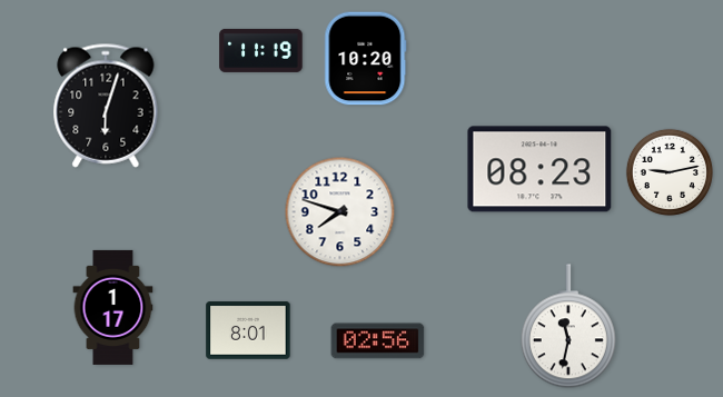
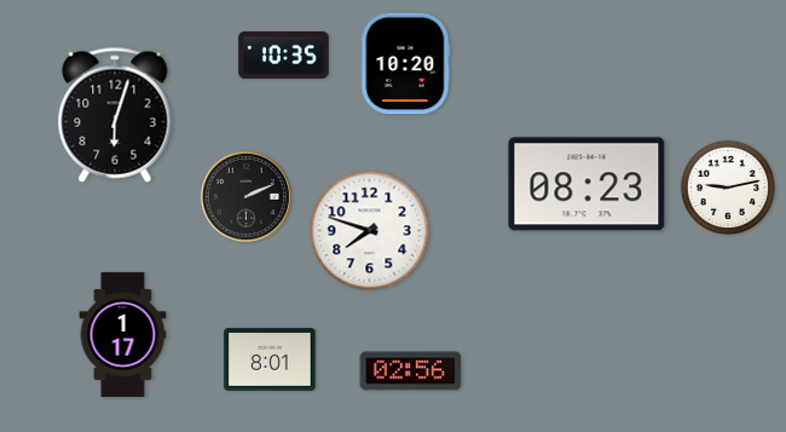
clock at (261, 50): 11:19 -> 10:35
clock at (366, 59) position: (366, 59) -> (406, 64)
clock at (245, 196): none -> 2:11
clock at (568, 327): 11:32 -> none
